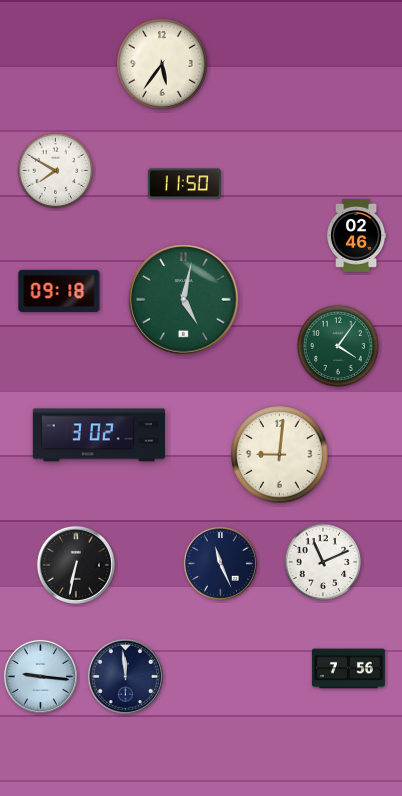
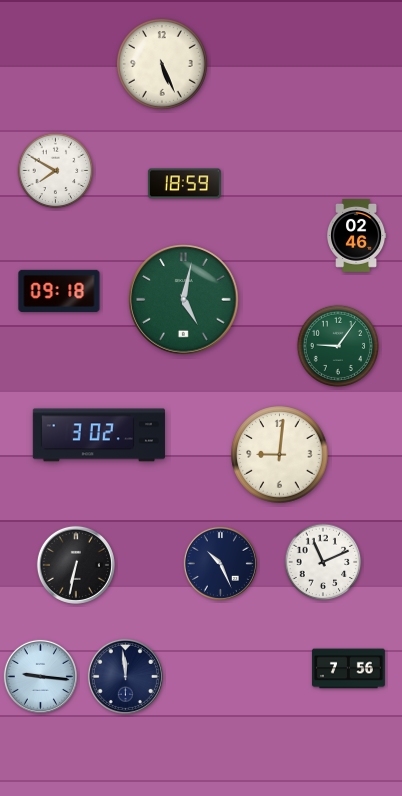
clock at (163, 65): 5:36 -> 5:26
clock at (184, 184): 11:50 -> 18:59
clock at (337, 345): 4:06 -> 9:06
clock at (220, 563): 11:26 -> 10:26
